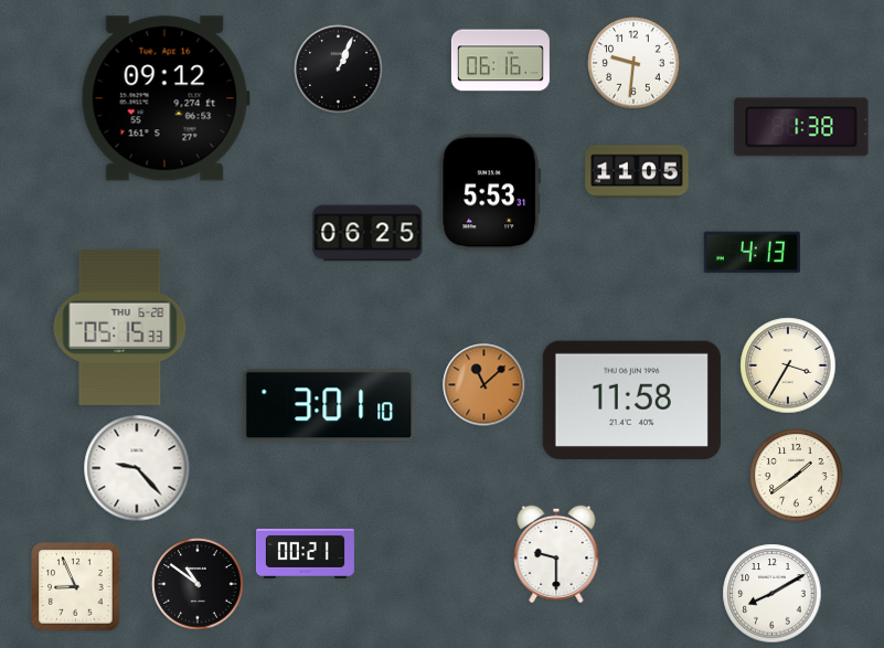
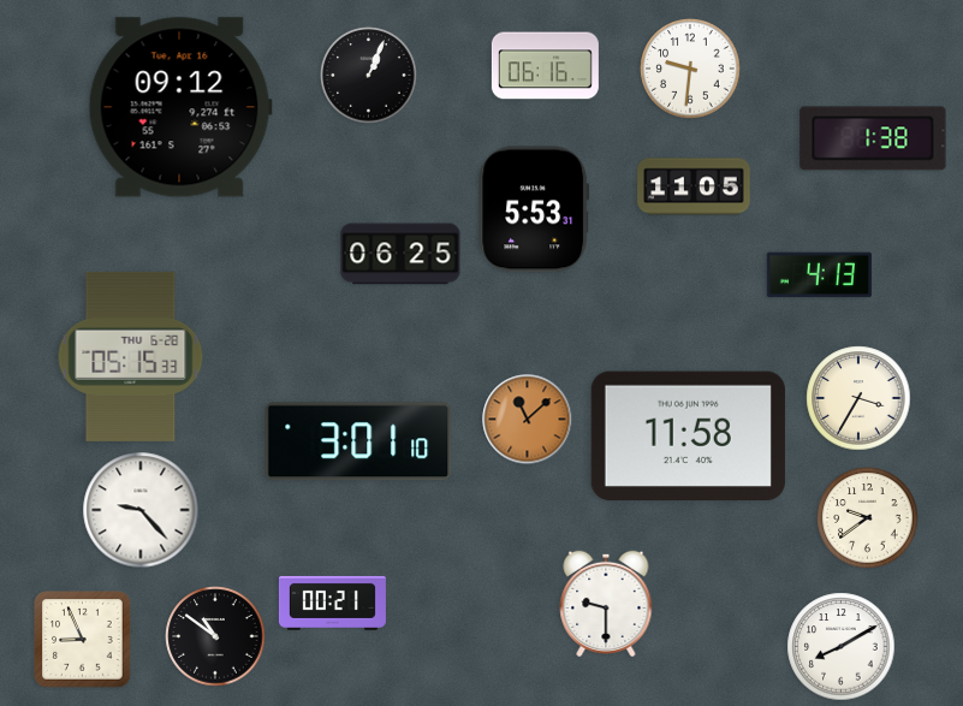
clock at (137, 468) position: (137, 468) -> (141, 510)
clock at (797, 476): 1:39 -> 9:39
